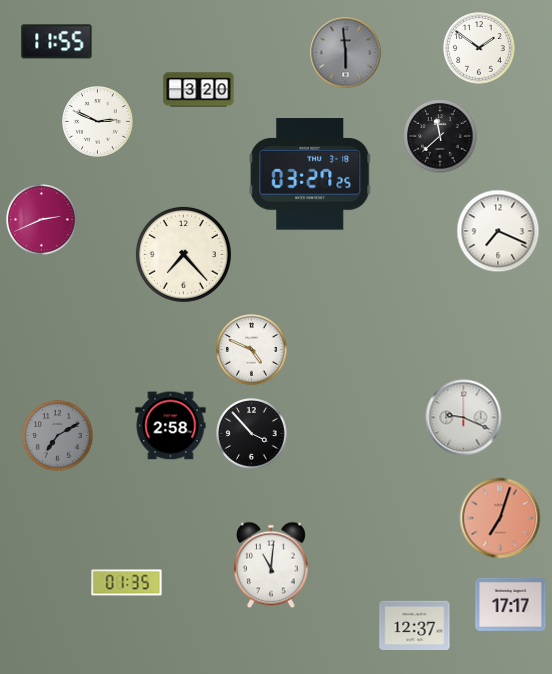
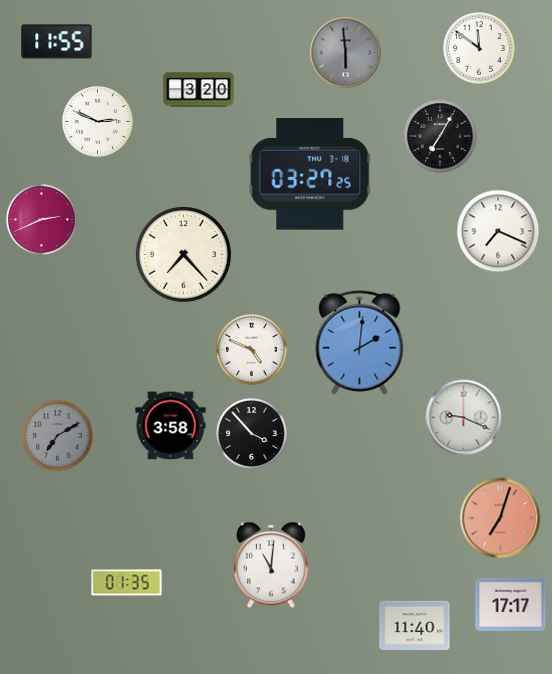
clock at (479, 48): 1:51 -> 11:51
clock at (440, 136): 11:38 -> 7:05
clock at (360, 342): none -> 2:01
clock at (171, 426): 2:58 -> 3:58
clock at (415, 625): 12:37 -> 11:40
